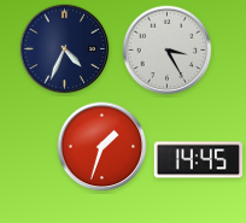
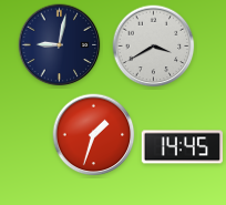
clock at (65, 49): 4:34 -> 9:02
clock at (168, 51): 3:25 -> 3:40
